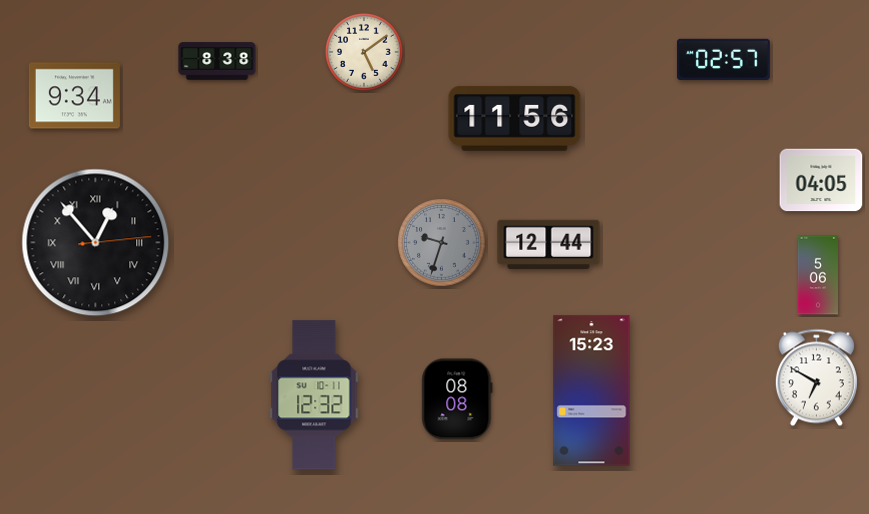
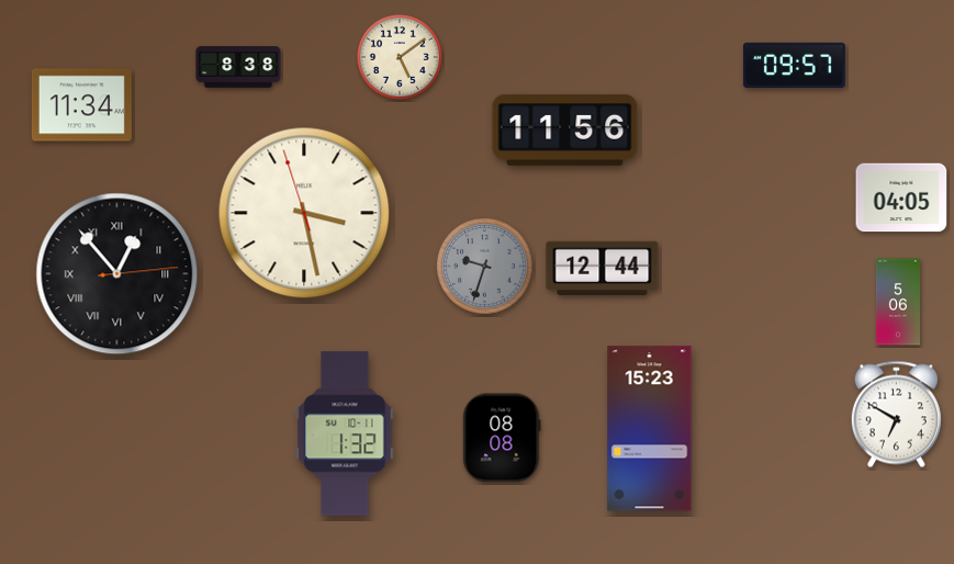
clock at (723, 59): 02:57 -> 09:57
clock at (74, 96): 9:34 -> 11:34
clock at (304, 213): none -> 3:27
clock at (96, 243) position: (96, 243) -> (117, 274)
clock at (314, 395): 12:32 -> 1:32
